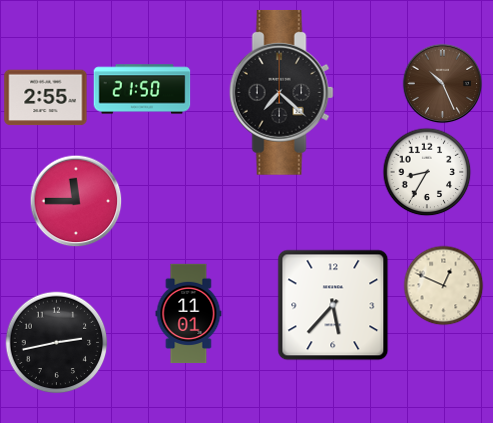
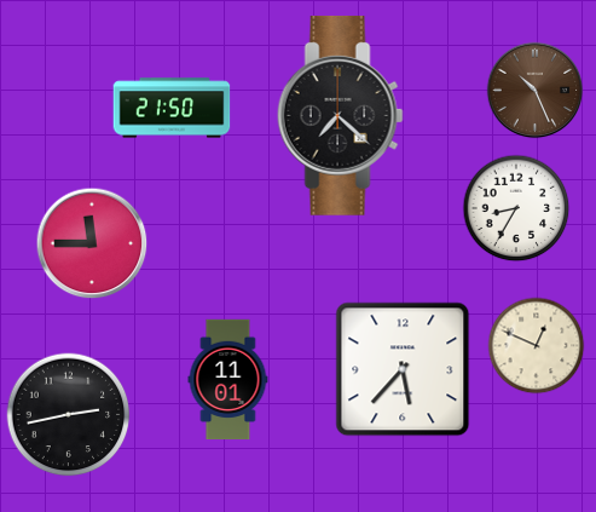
clock at (443, 84) position: (443, 84) -> (536, 91)
clock at (281, 92) position: (281, 92) -> (340, 115)
clock at (46, 98): 2:55 -> none
